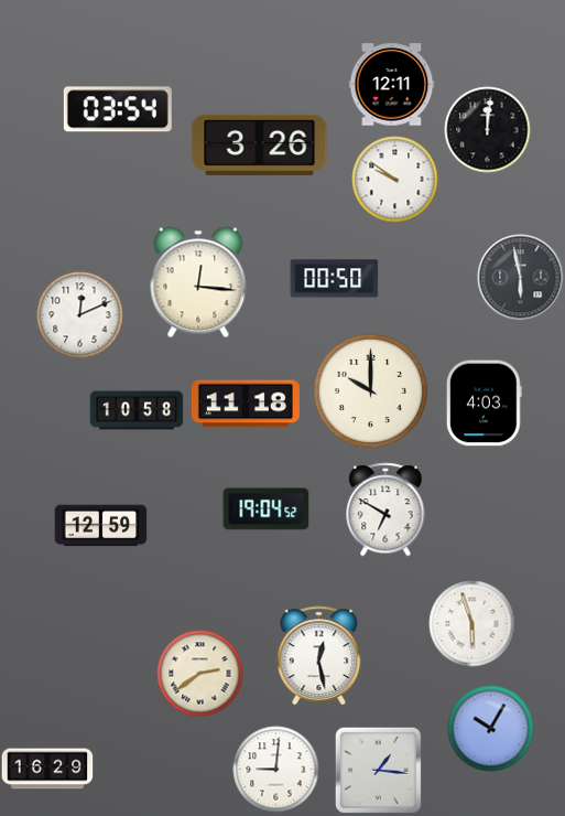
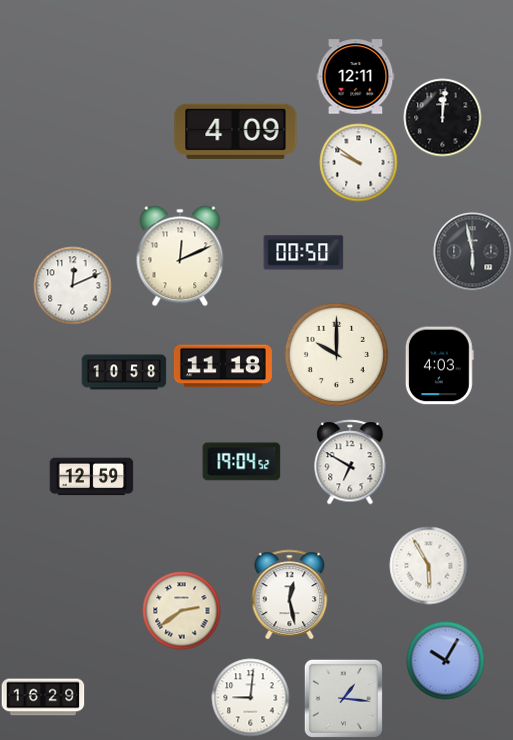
clock at (118, 109): 03:54 -> none
clock at (260, 144): 3:26 -> 4:09
clock at (198, 282): 12:16 -> 12:11
clock at (471, 623): 5:57 -> 5:55
